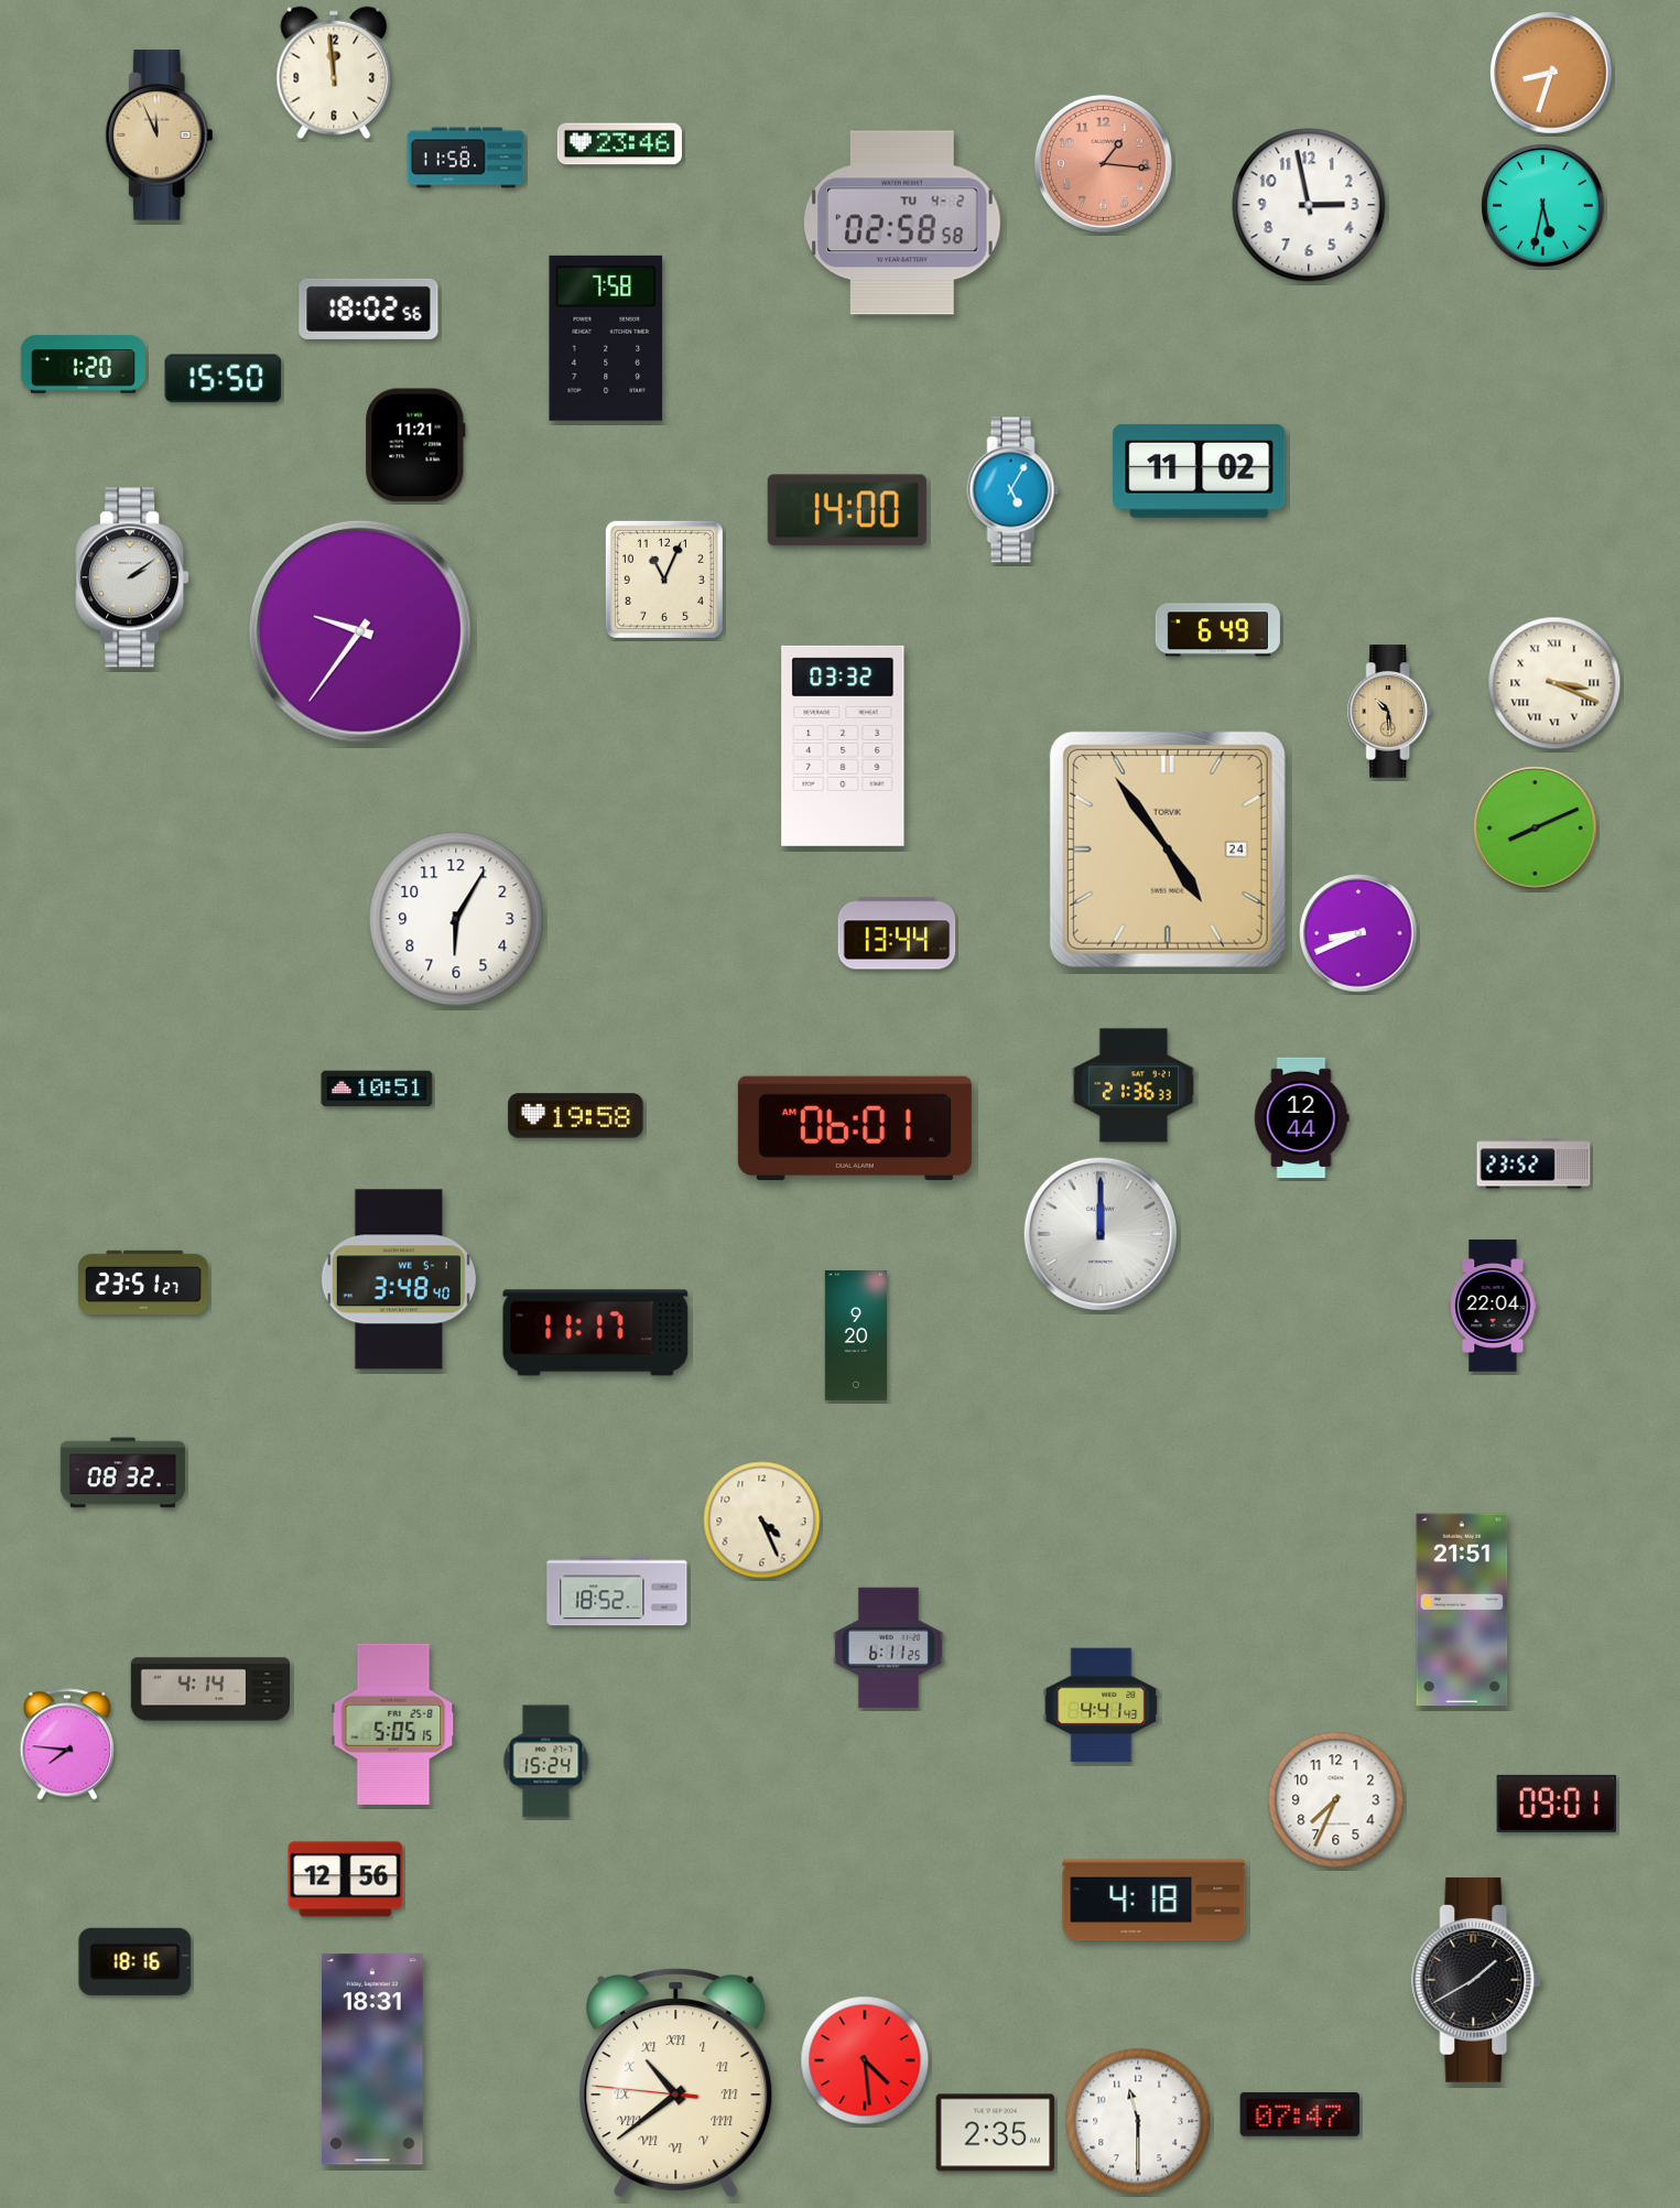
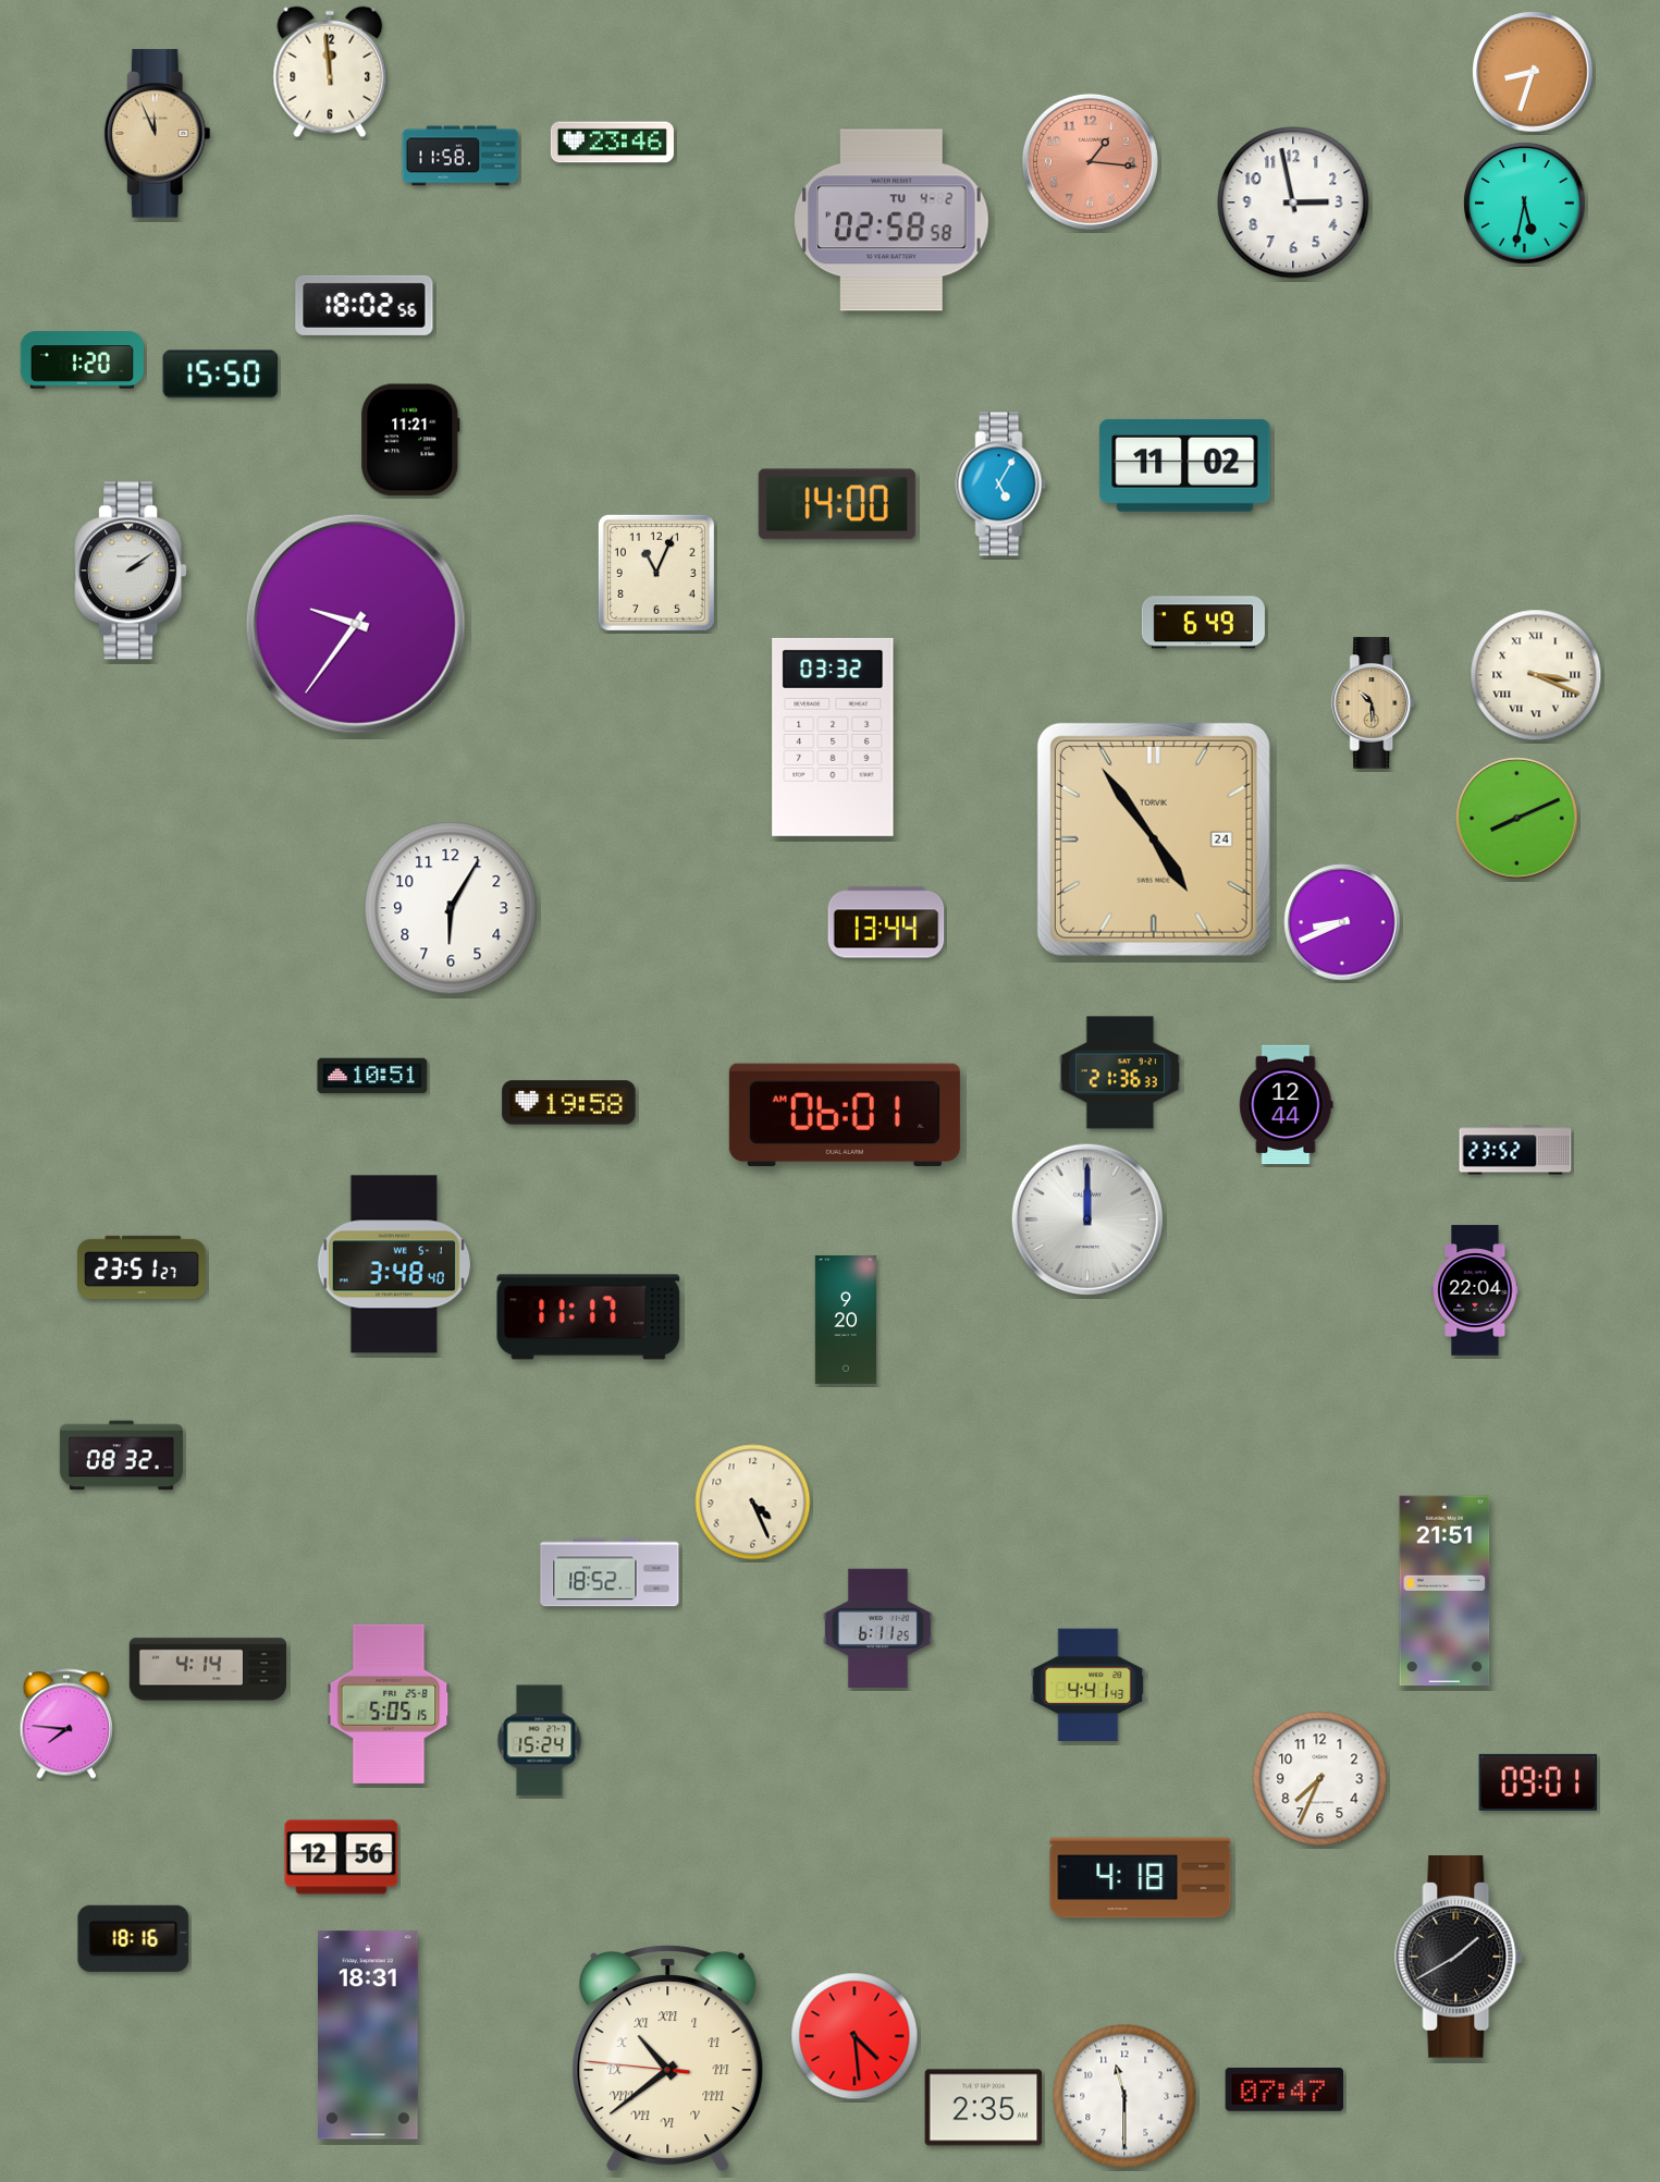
clock at (606, 338): 7:58 -> none
